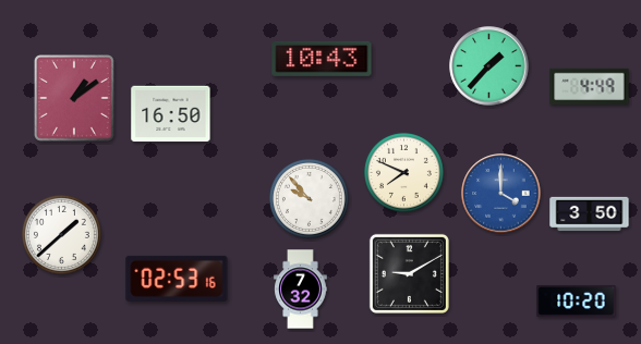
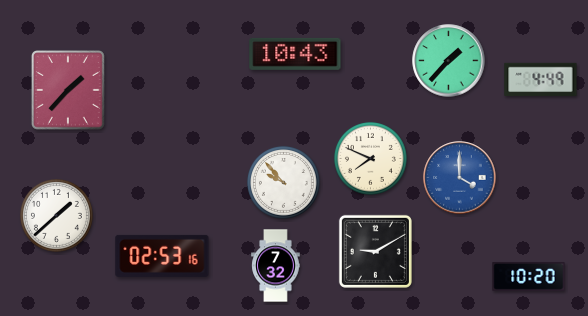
clock at (74, 99): 1:09 -> 1:37
clock at (171, 114): 16:50 -> none
clock at (590, 214): 3:50 -> none
